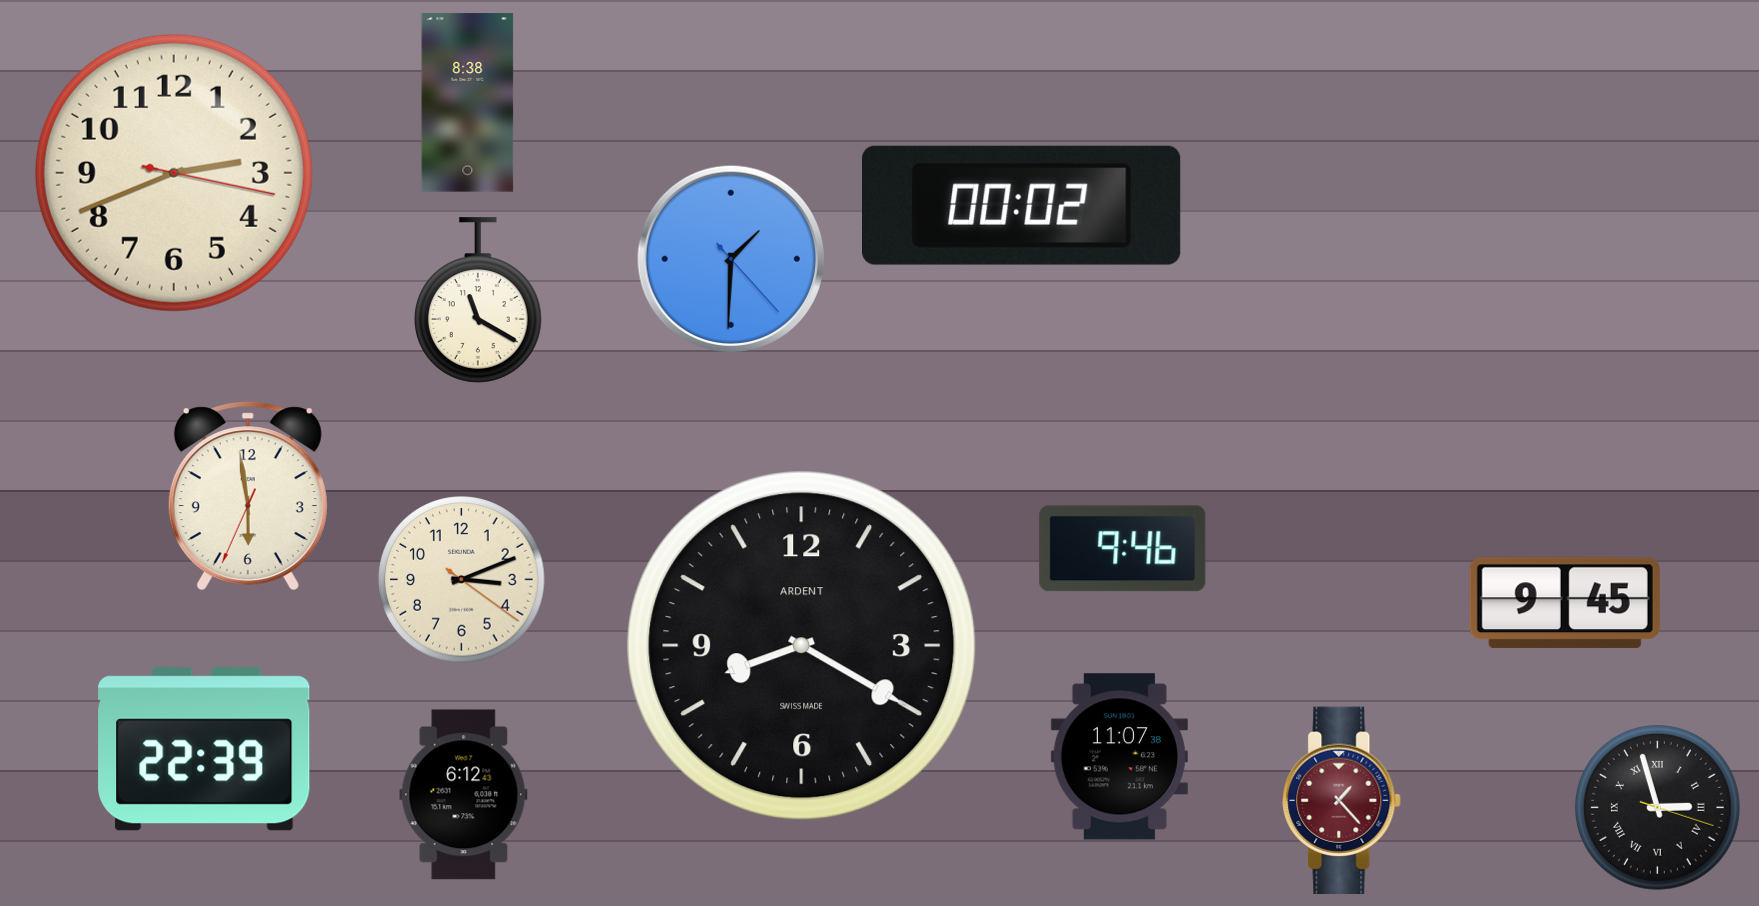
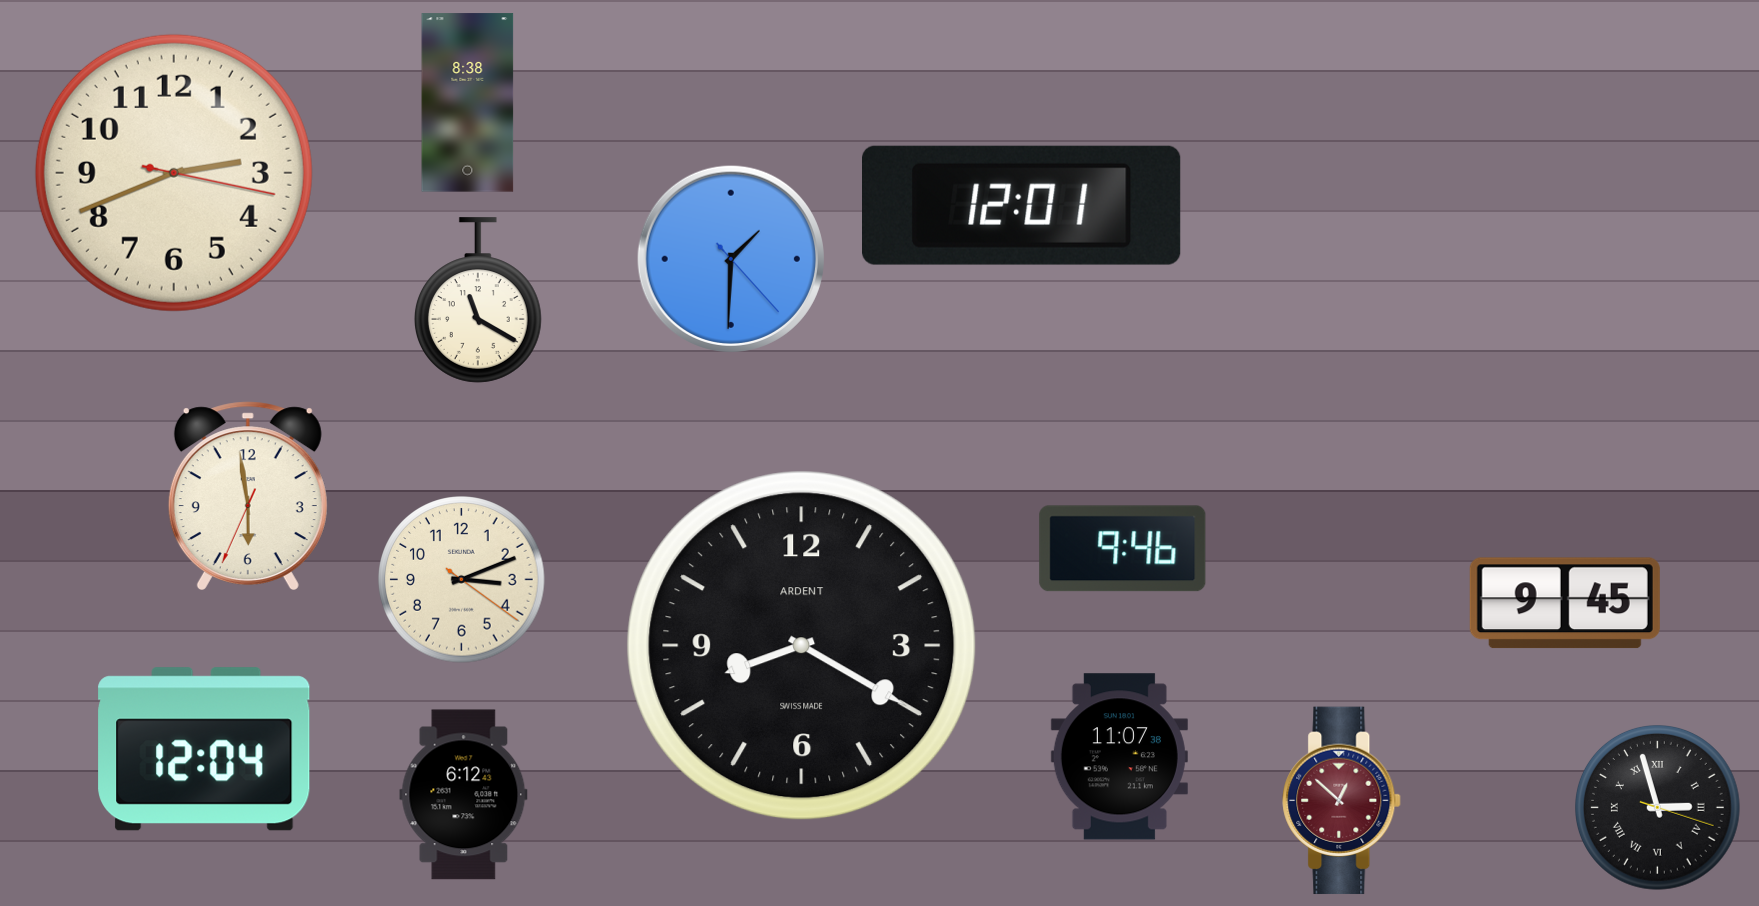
clock at (1022, 205): 00:02 -> 12:01
clock at (204, 749): 22:39 -> 12:04
clock at (1342, 801): 1:23 -> 12:52
